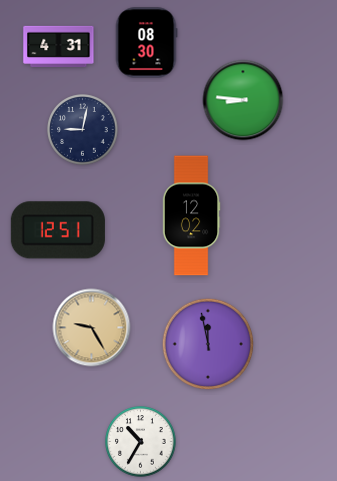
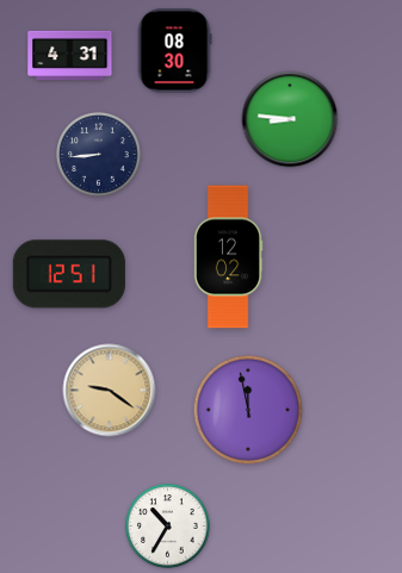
clock at (83, 130): 9:02 -> 8:44
clock at (92, 328): 9:25 -> 9:21
